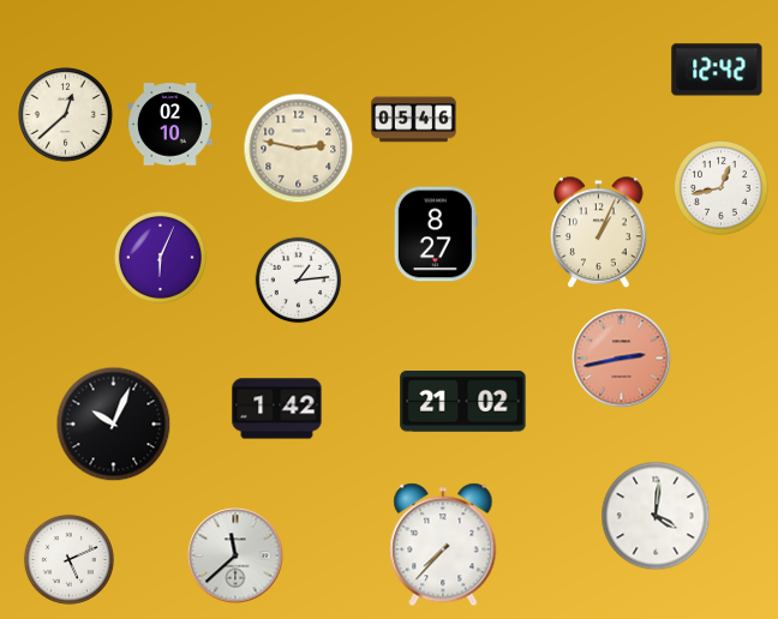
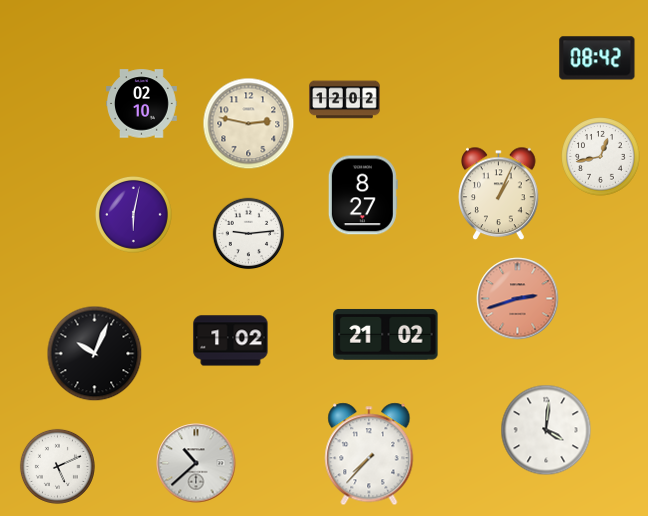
clock at (717, 70): 12:42 -> 08:42
clock at (66, 115): 12:38 -> none
clock at (414, 120): 05:46 -> 12:02
clock at (160, 257): 6:04 -> 6:02
clock at (299, 281): 1:14 -> 9:14
clock at (622, 359): 2:43 -> 2:42
clock at (277, 409): 1:42 -> 1:02
clock at (235, 555): 11:38 -> 10:38
